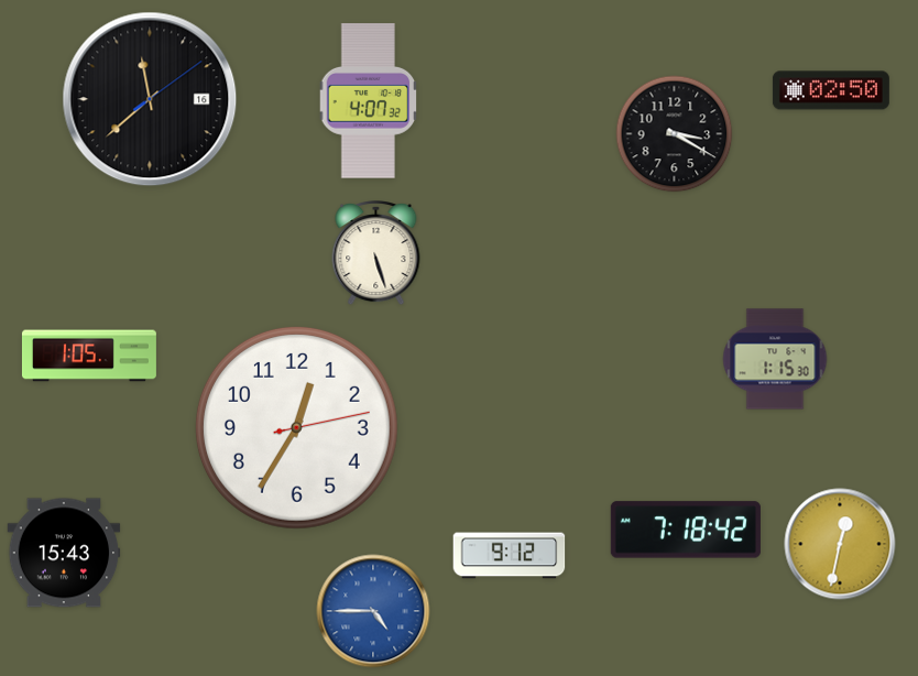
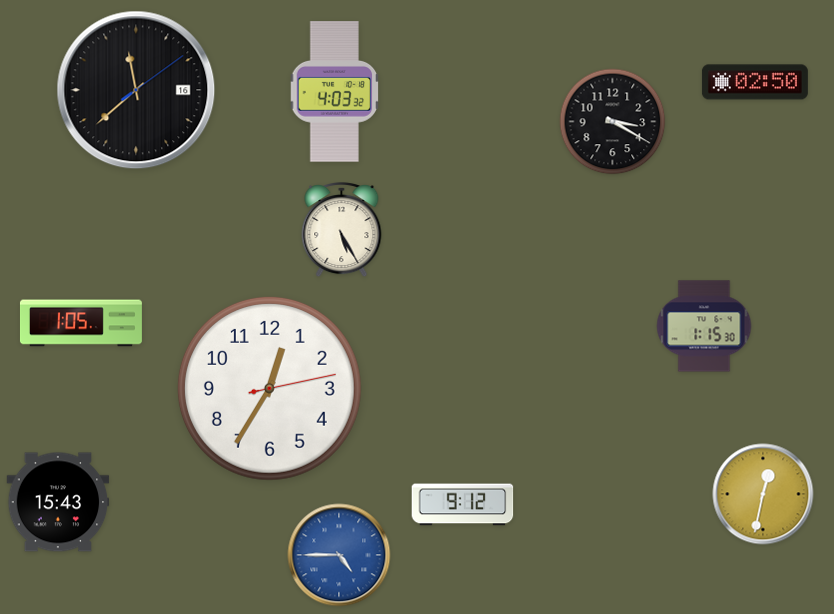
clock at (369, 101): 4:07 -> 4:03
clock at (376, 254): 5:27 -> 5:25
clock at (686, 530): 7:18 -> none
